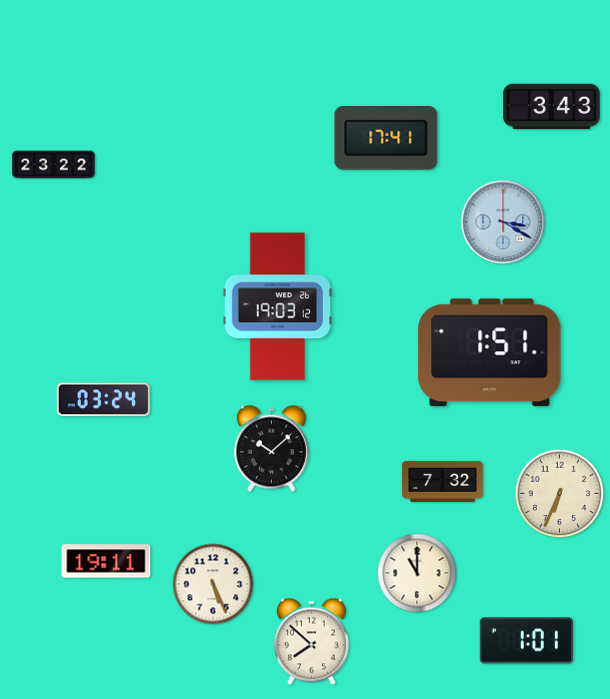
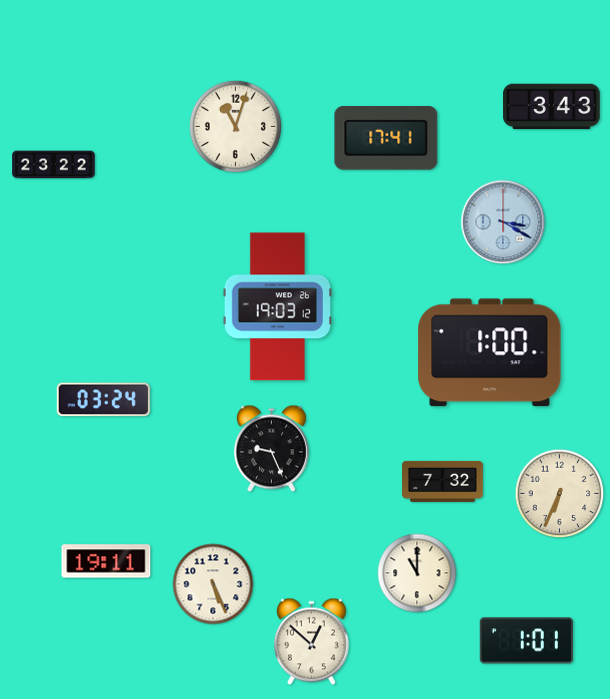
clock at (235, 126): none -> 11:03
clock at (490, 353): 1:51 -> 1:00
clock at (271, 449): 10:08 -> 9:26
clock at (311, 642): 7:52 -> 12:52
